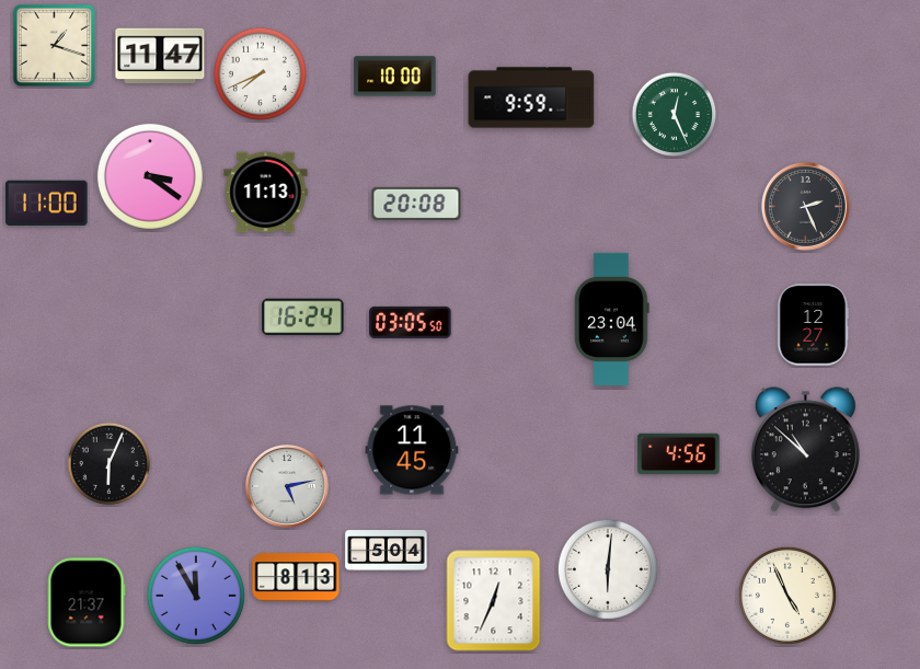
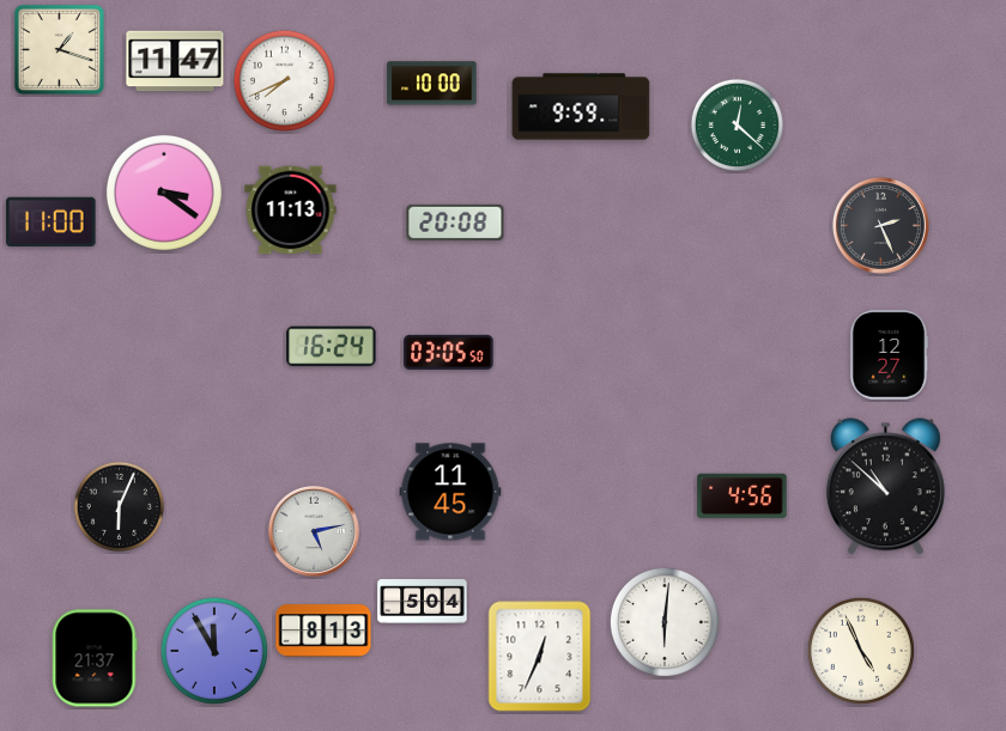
clock at (674, 114): 12:26 -> 12:22
clock at (612, 319): 23:04 -> none
clock at (805, 450) position: (805, 450) -> (885, 487)
